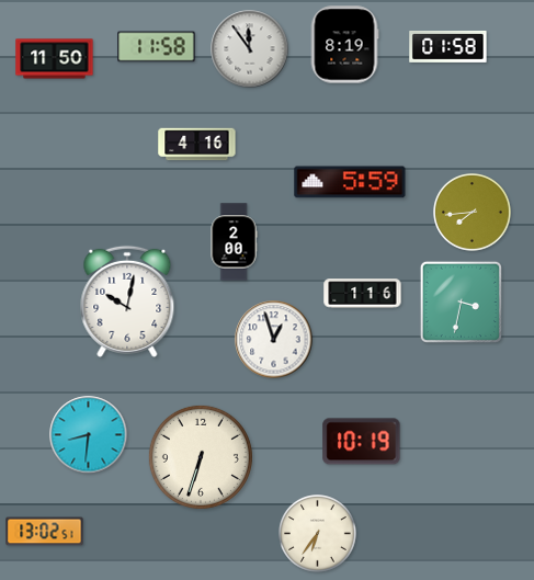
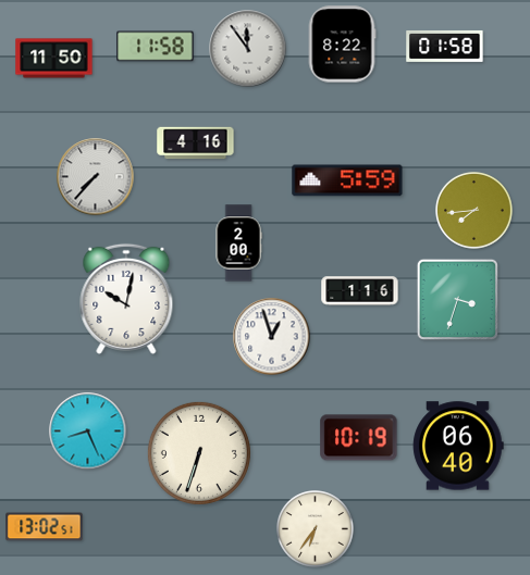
clock at (344, 45): 8:19 -> 8:22
clock at (96, 177): none -> 7:37
clock at (473, 213) position: (473, 213) -> (474, 211)
clock at (234, 242) position: (234, 242) -> (238, 243)
clock at (461, 302): 3:32 -> 3:33
clock at (89, 435): 8:31 -> 8:26
clock at (458, 446): none -> 06:40
